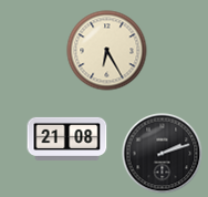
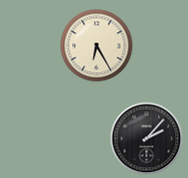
clock at (67, 138): 21:08 -> none
clock at (163, 154): 2:12 -> 2:07
